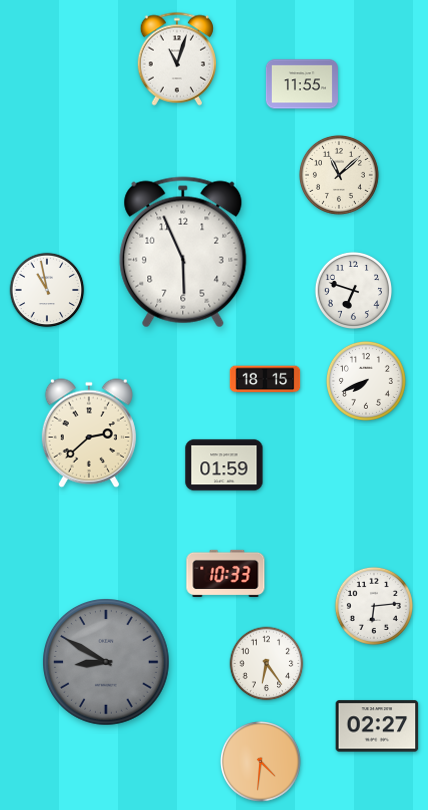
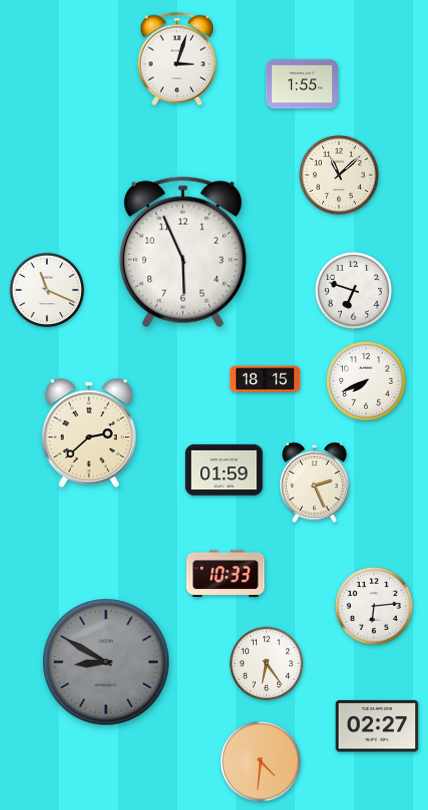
clock at (176, 59): 11:03 -> 3:03
clock at (302, 84): 11:55 -> 1:55
clock at (47, 290): 10:58 -> 11:19
clock at (224, 465) position: (224, 465) -> (224, 470)
clock at (315, 482): none -> 2:26
